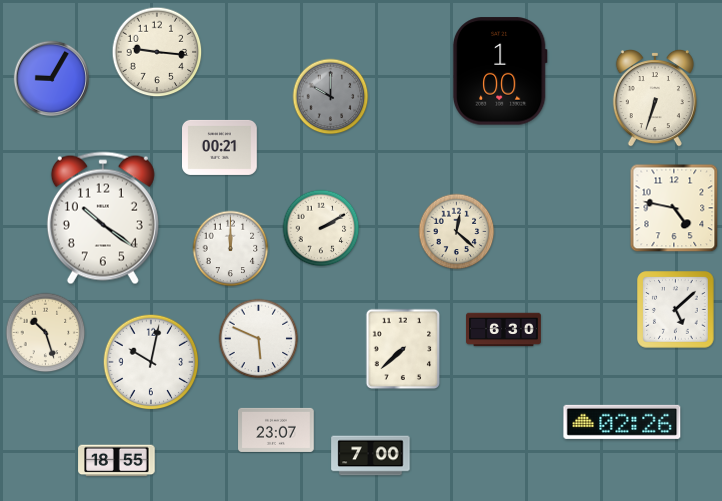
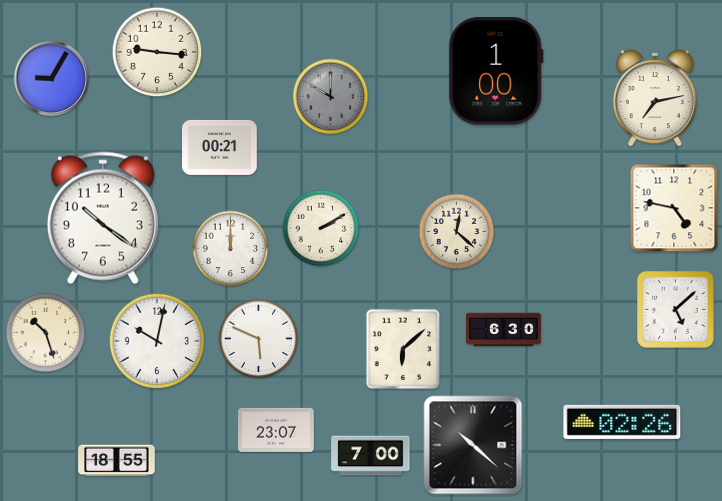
clock at (500, 71) position: (500, 71) -> (496, 71)
clock at (655, 99): 6:33 -> 7:13
clock at (403, 349): 7:38 -> 6:08
clock at (151, 362) position: (151, 362) -> (157, 341)
clock at (473, 445): none -> 10:22
